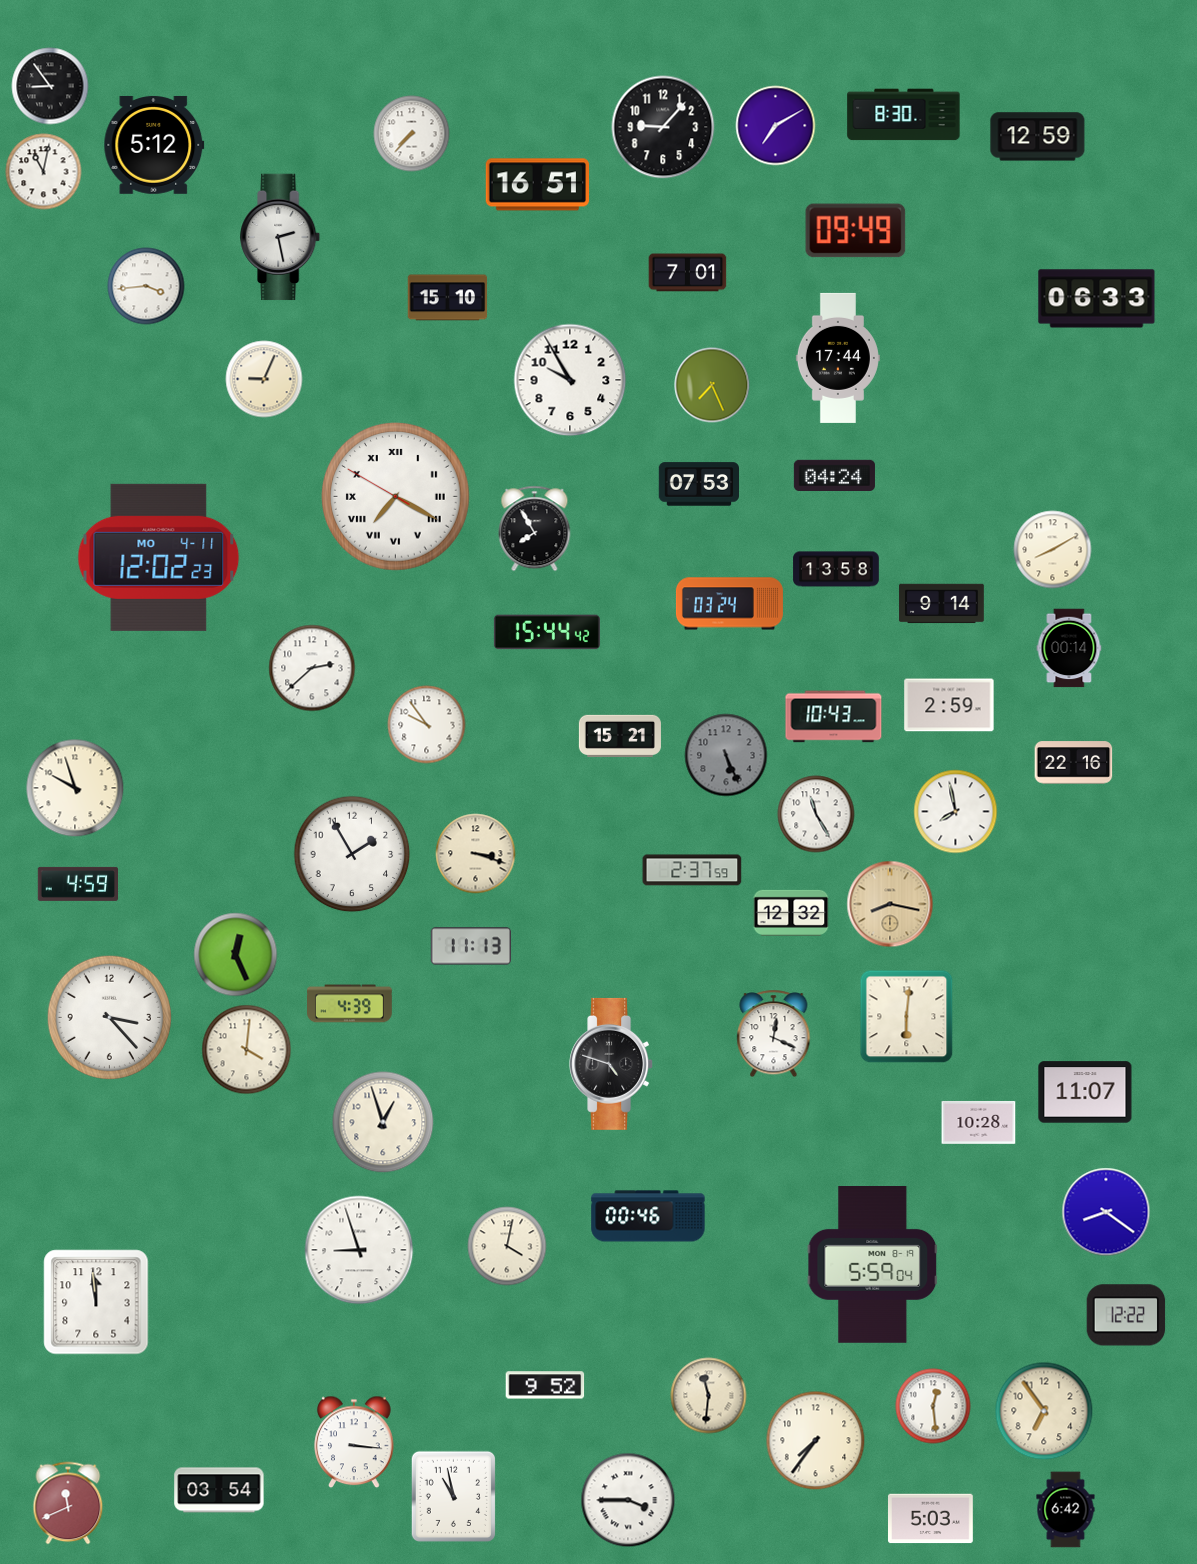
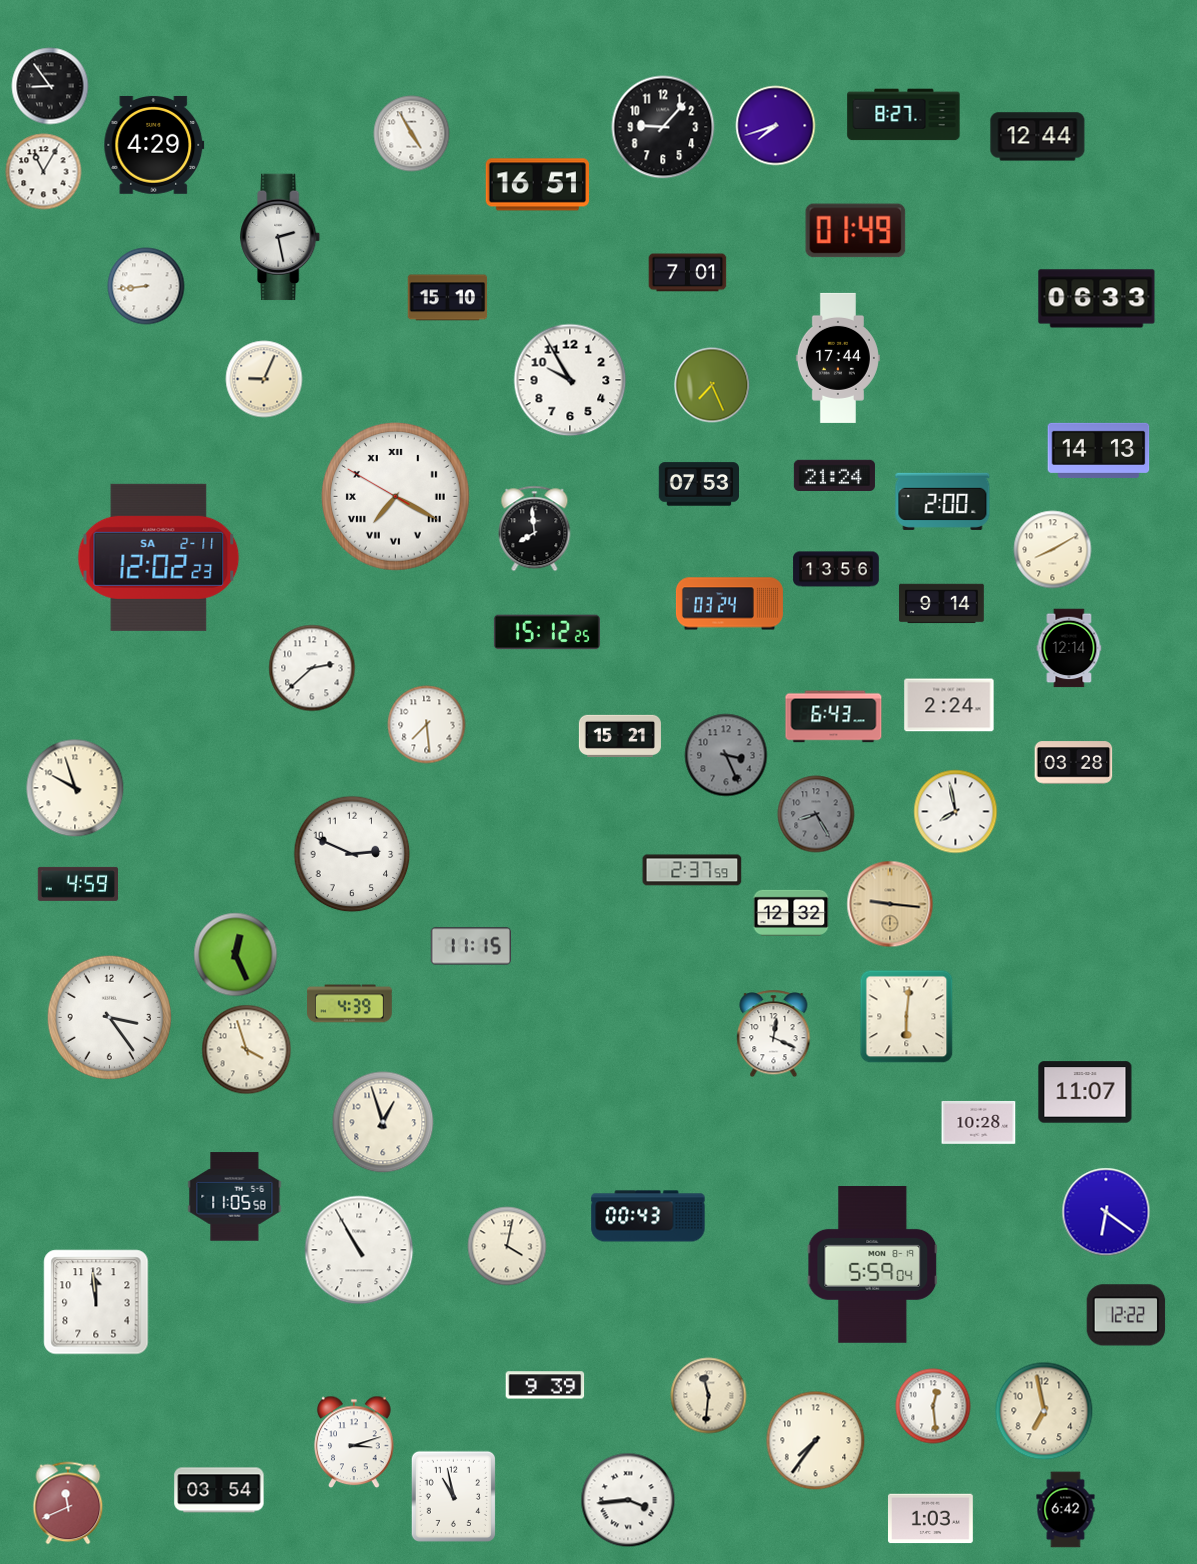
clock at (904, 115): 8:30 -> 8:27
clock at (776, 126): 7:10 -> 7:42
clock at (412, 134): 7:37 -> 4:55
clock at (1038, 137): 12:59 -> 12:44
clock at (154, 145): 5:12 -> 4:29
clock at (44, 172): 11:02 -> 11:05
clock at (856, 231): 09:49 -> 01:49
clock at (146, 286): 3:44 -> 8:44
clock at (1099, 450): none -> 14:13
clock at (834, 475): 04:24 -> 21:24
clock at (943, 501): none -> 2:00
clock at (535, 529): 7:55 -> 7:59
clock at (159, 557) date: MO 4-11 -> SA 2-11
clock at (836, 569): 13:58 -> 13:56
clock at (547, 632): 15:44 -> 15:12
clock at (1069, 648): 00:14 -> 12:14
clock at (949, 705): 2:59 -> 2:24
clock at (834, 717): 10:43 -> 6:43
clock at (427, 725): 9:54 -> 7:29
clock at (726, 755): 5:26 -> 3:26
clock at (1074, 763): 22:16 -> 03:28
clock at (816, 814): 11:25 -> 8:25
clock at (816, 814) dial: white -> grey
clock at (352, 854): 1:55 -> 2:49
clock at (476, 854): 3:18 -> none
clock at (890, 904): 8:17 -> 9:16
clock at (471, 946): 11:13 -> 11:15
clock at (109, 1017): 3:23 -> 3:24
clock at (247, 1050): 4:01 -> 3:57
clock at (612, 1064): 4:48 -> none
clock at (235, 1197): none -> 11:05
clock at (1106, 1212): 8:21 -> 6:21
clock at (648, 1216): 00:46 -> 00:43
clock at (359, 1250): 8:57 -> 10:55
clock at (545, 1385): 9:52 -> 9:39
clock at (1044, 1411): 6:54 -> 6:58
clock at (354, 1442): 3:16 -> 3:12
clock at (628, 1500): 3:45 -> 3:44
clock at (931, 1519): 5:03 -> 1:03
